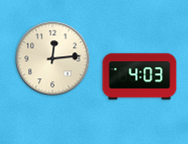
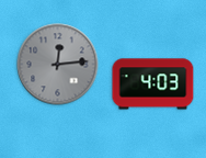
clock at (53, 59) dial: cream -> grey
